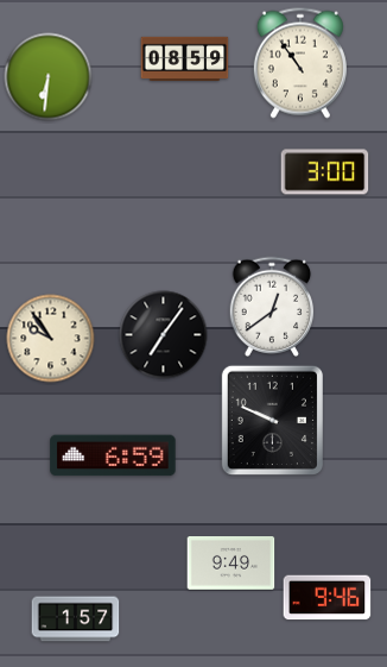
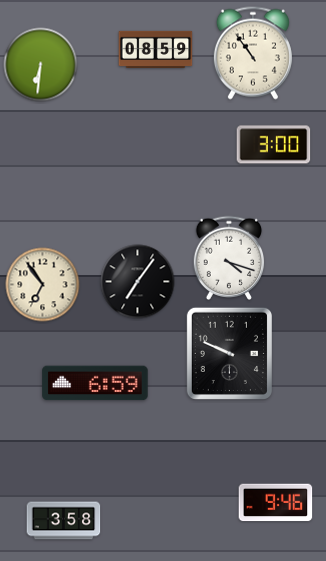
clock at (272, 307): 12:39 -> 4:18
clock at (51, 339): 9:54 -> 6:54
clock at (231, 564): 9:49 -> none
clock at (76, 619): 1:57 -> 3:58
